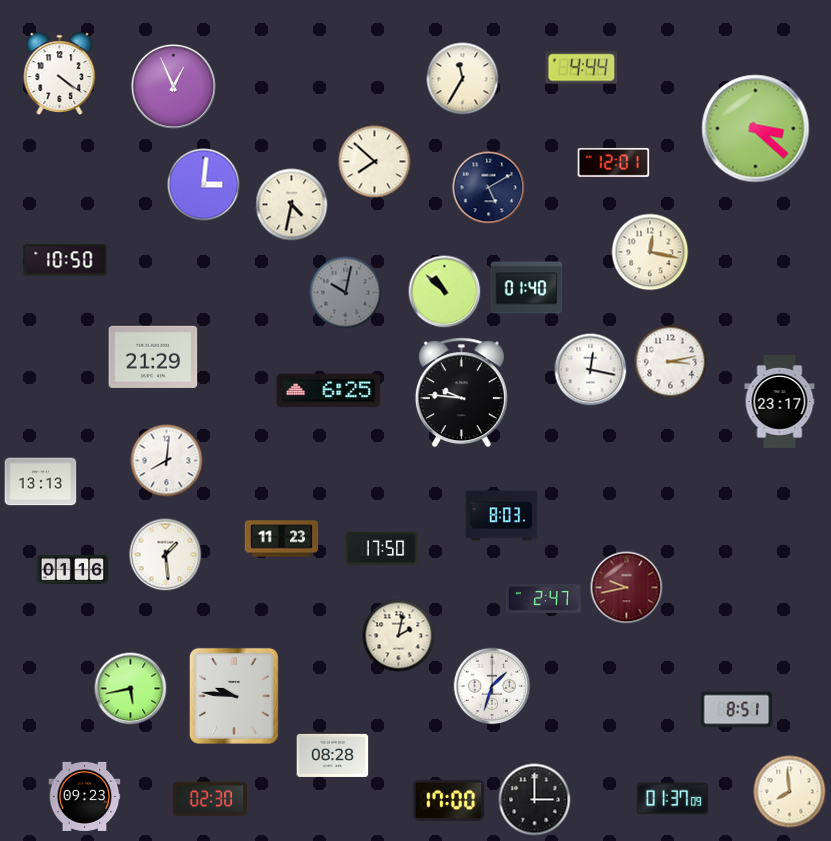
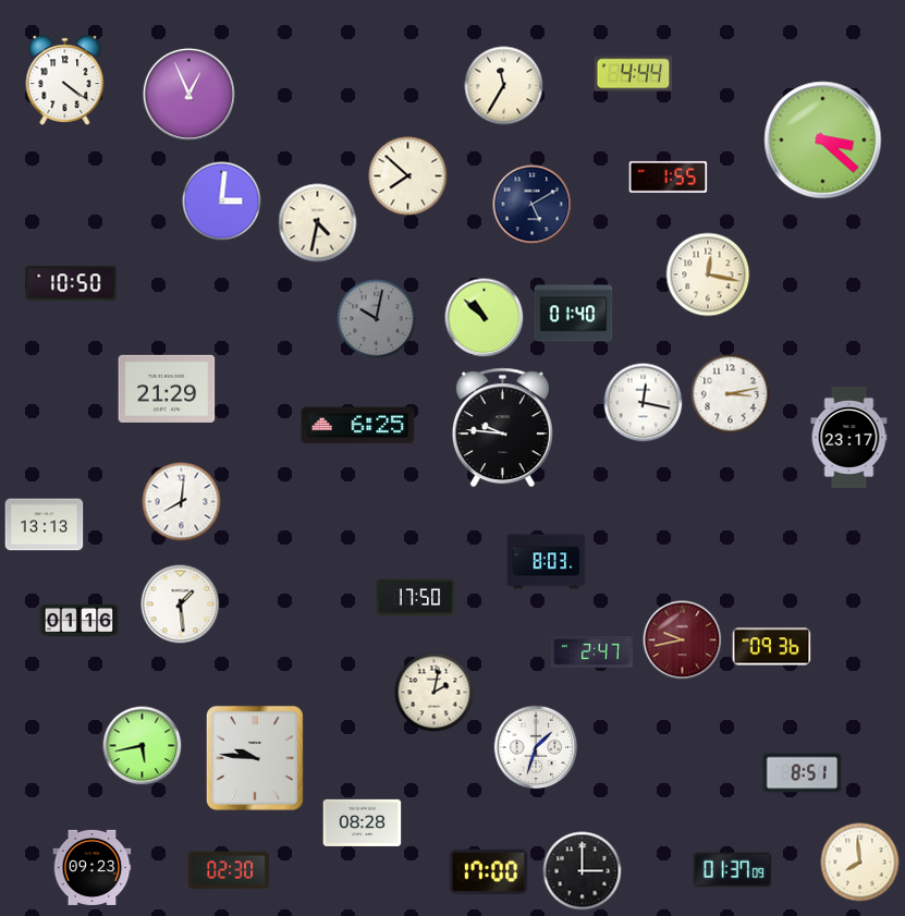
clock at (614, 162): 12:01 -> 1:55
clock at (282, 539): 11:23 -> none
clock at (772, 647): none -> 09:36
clock at (131, 689) position: (131, 689) -> (143, 746)
